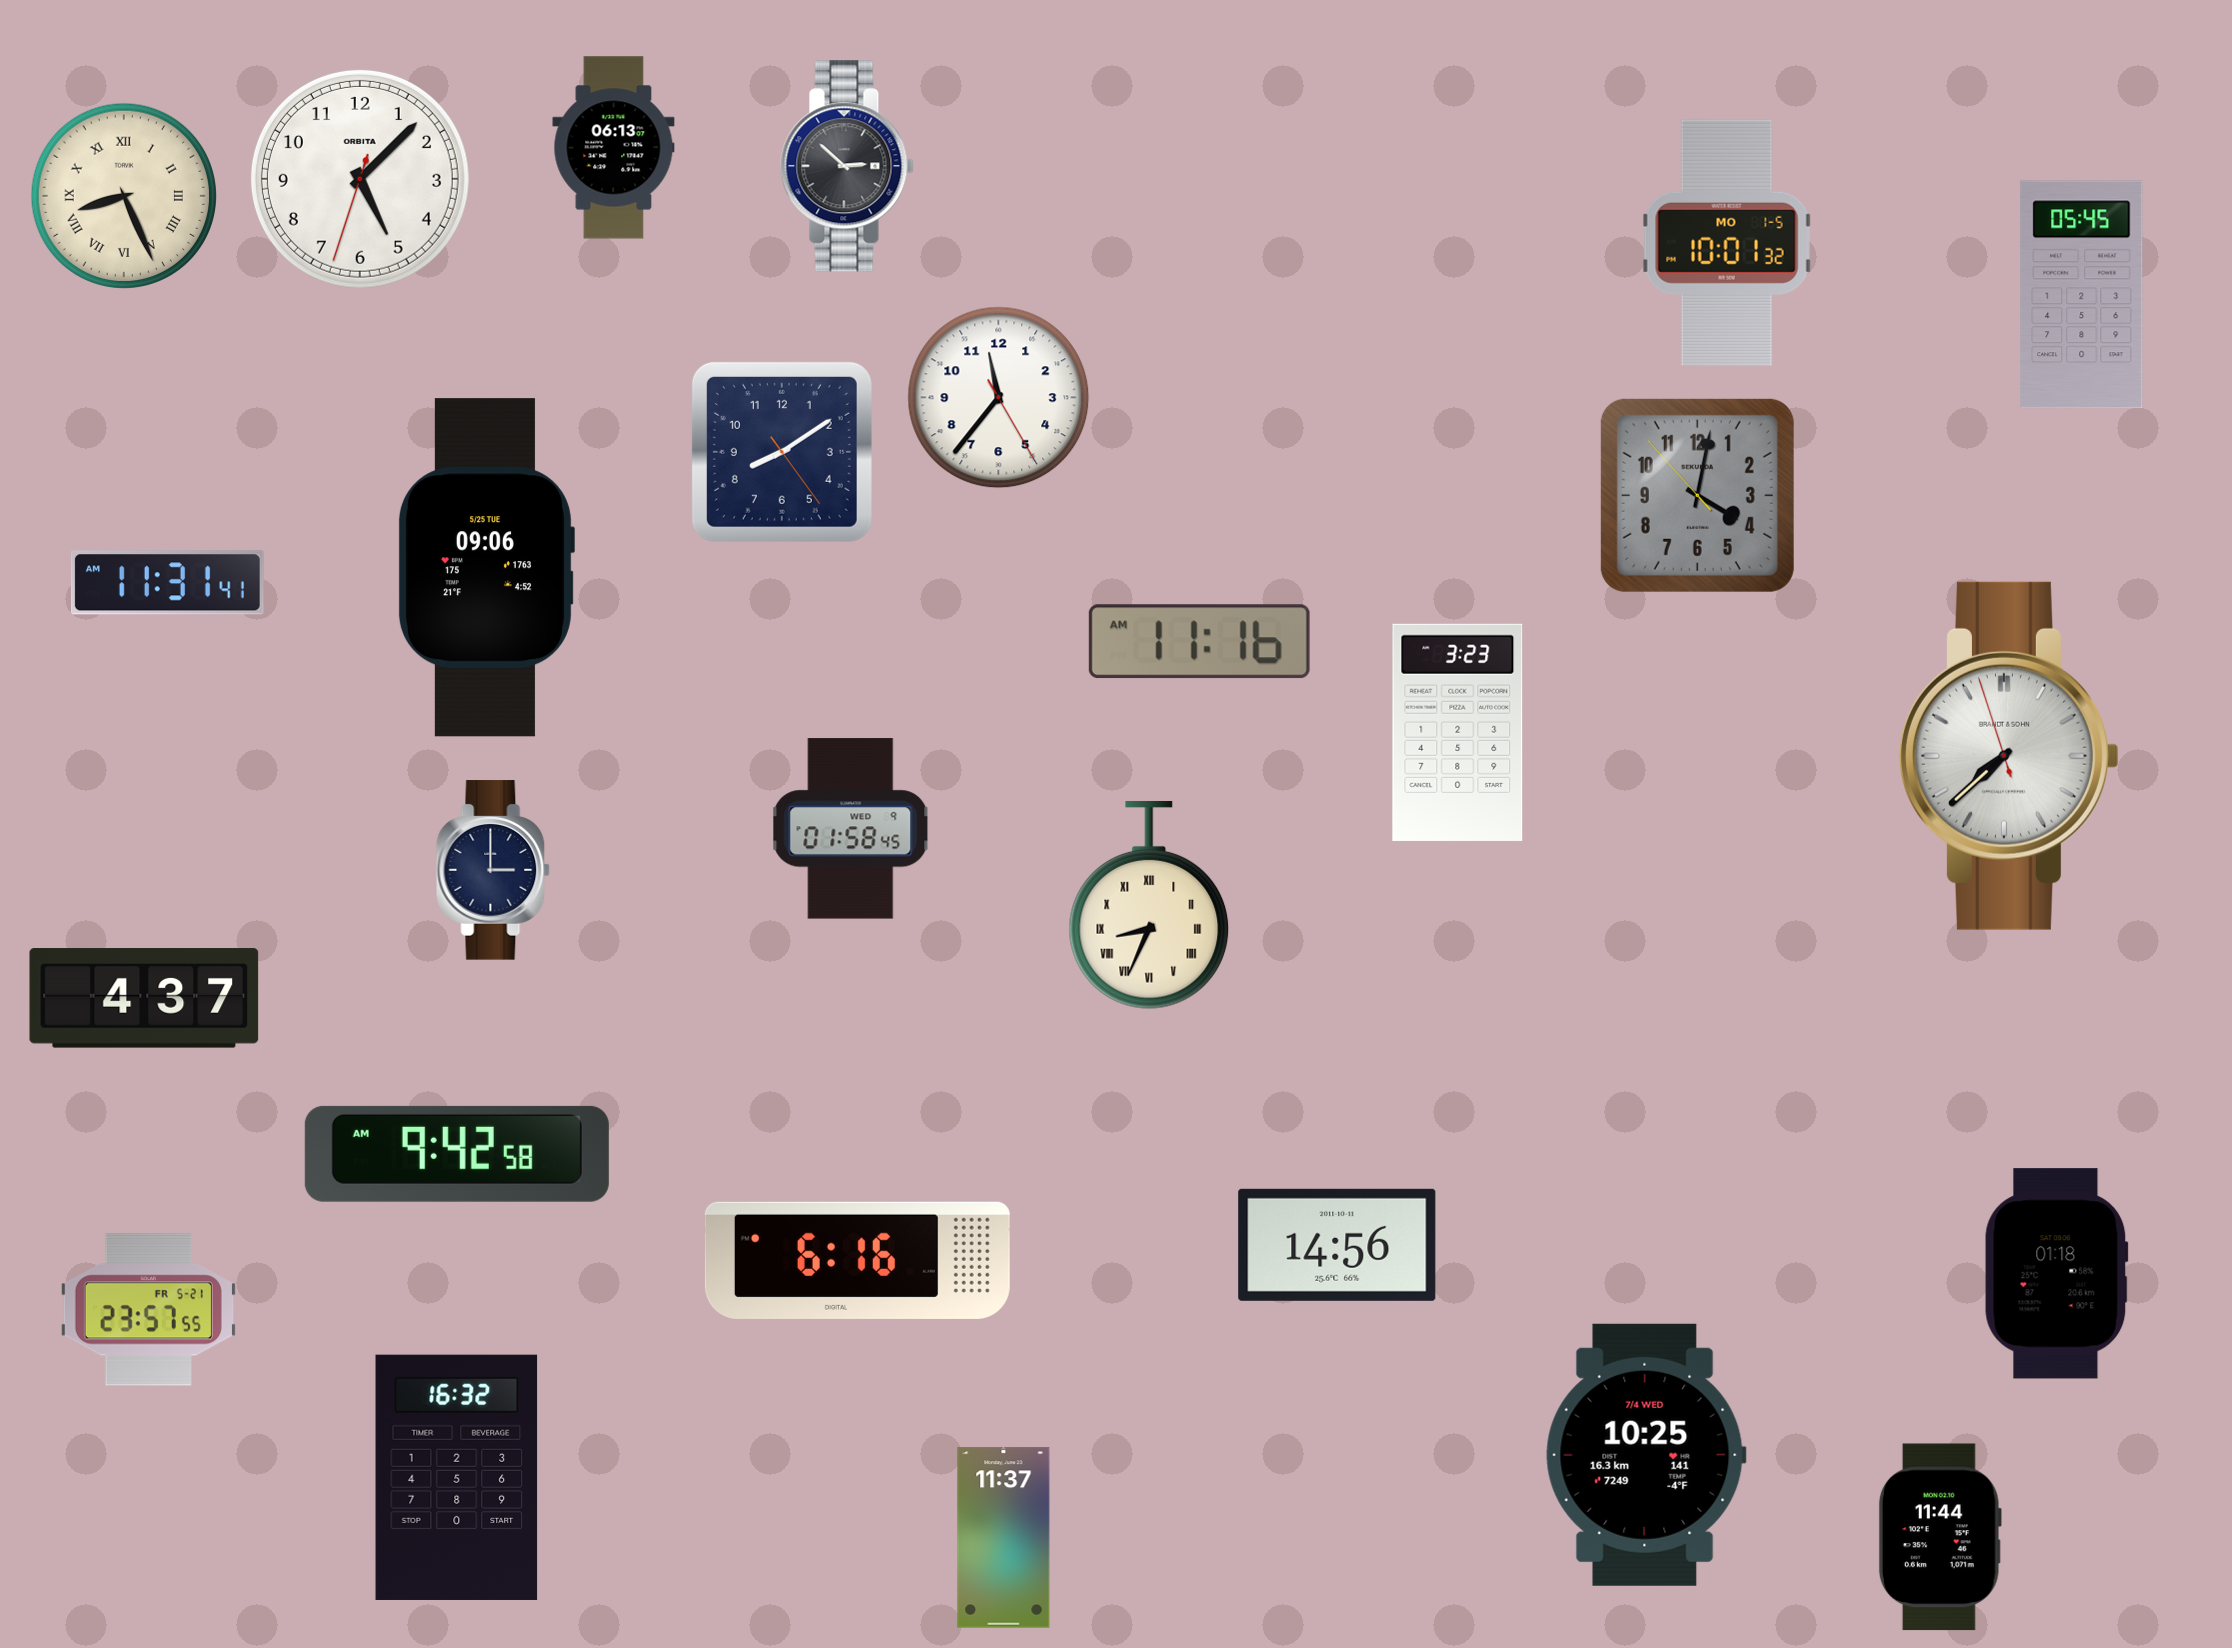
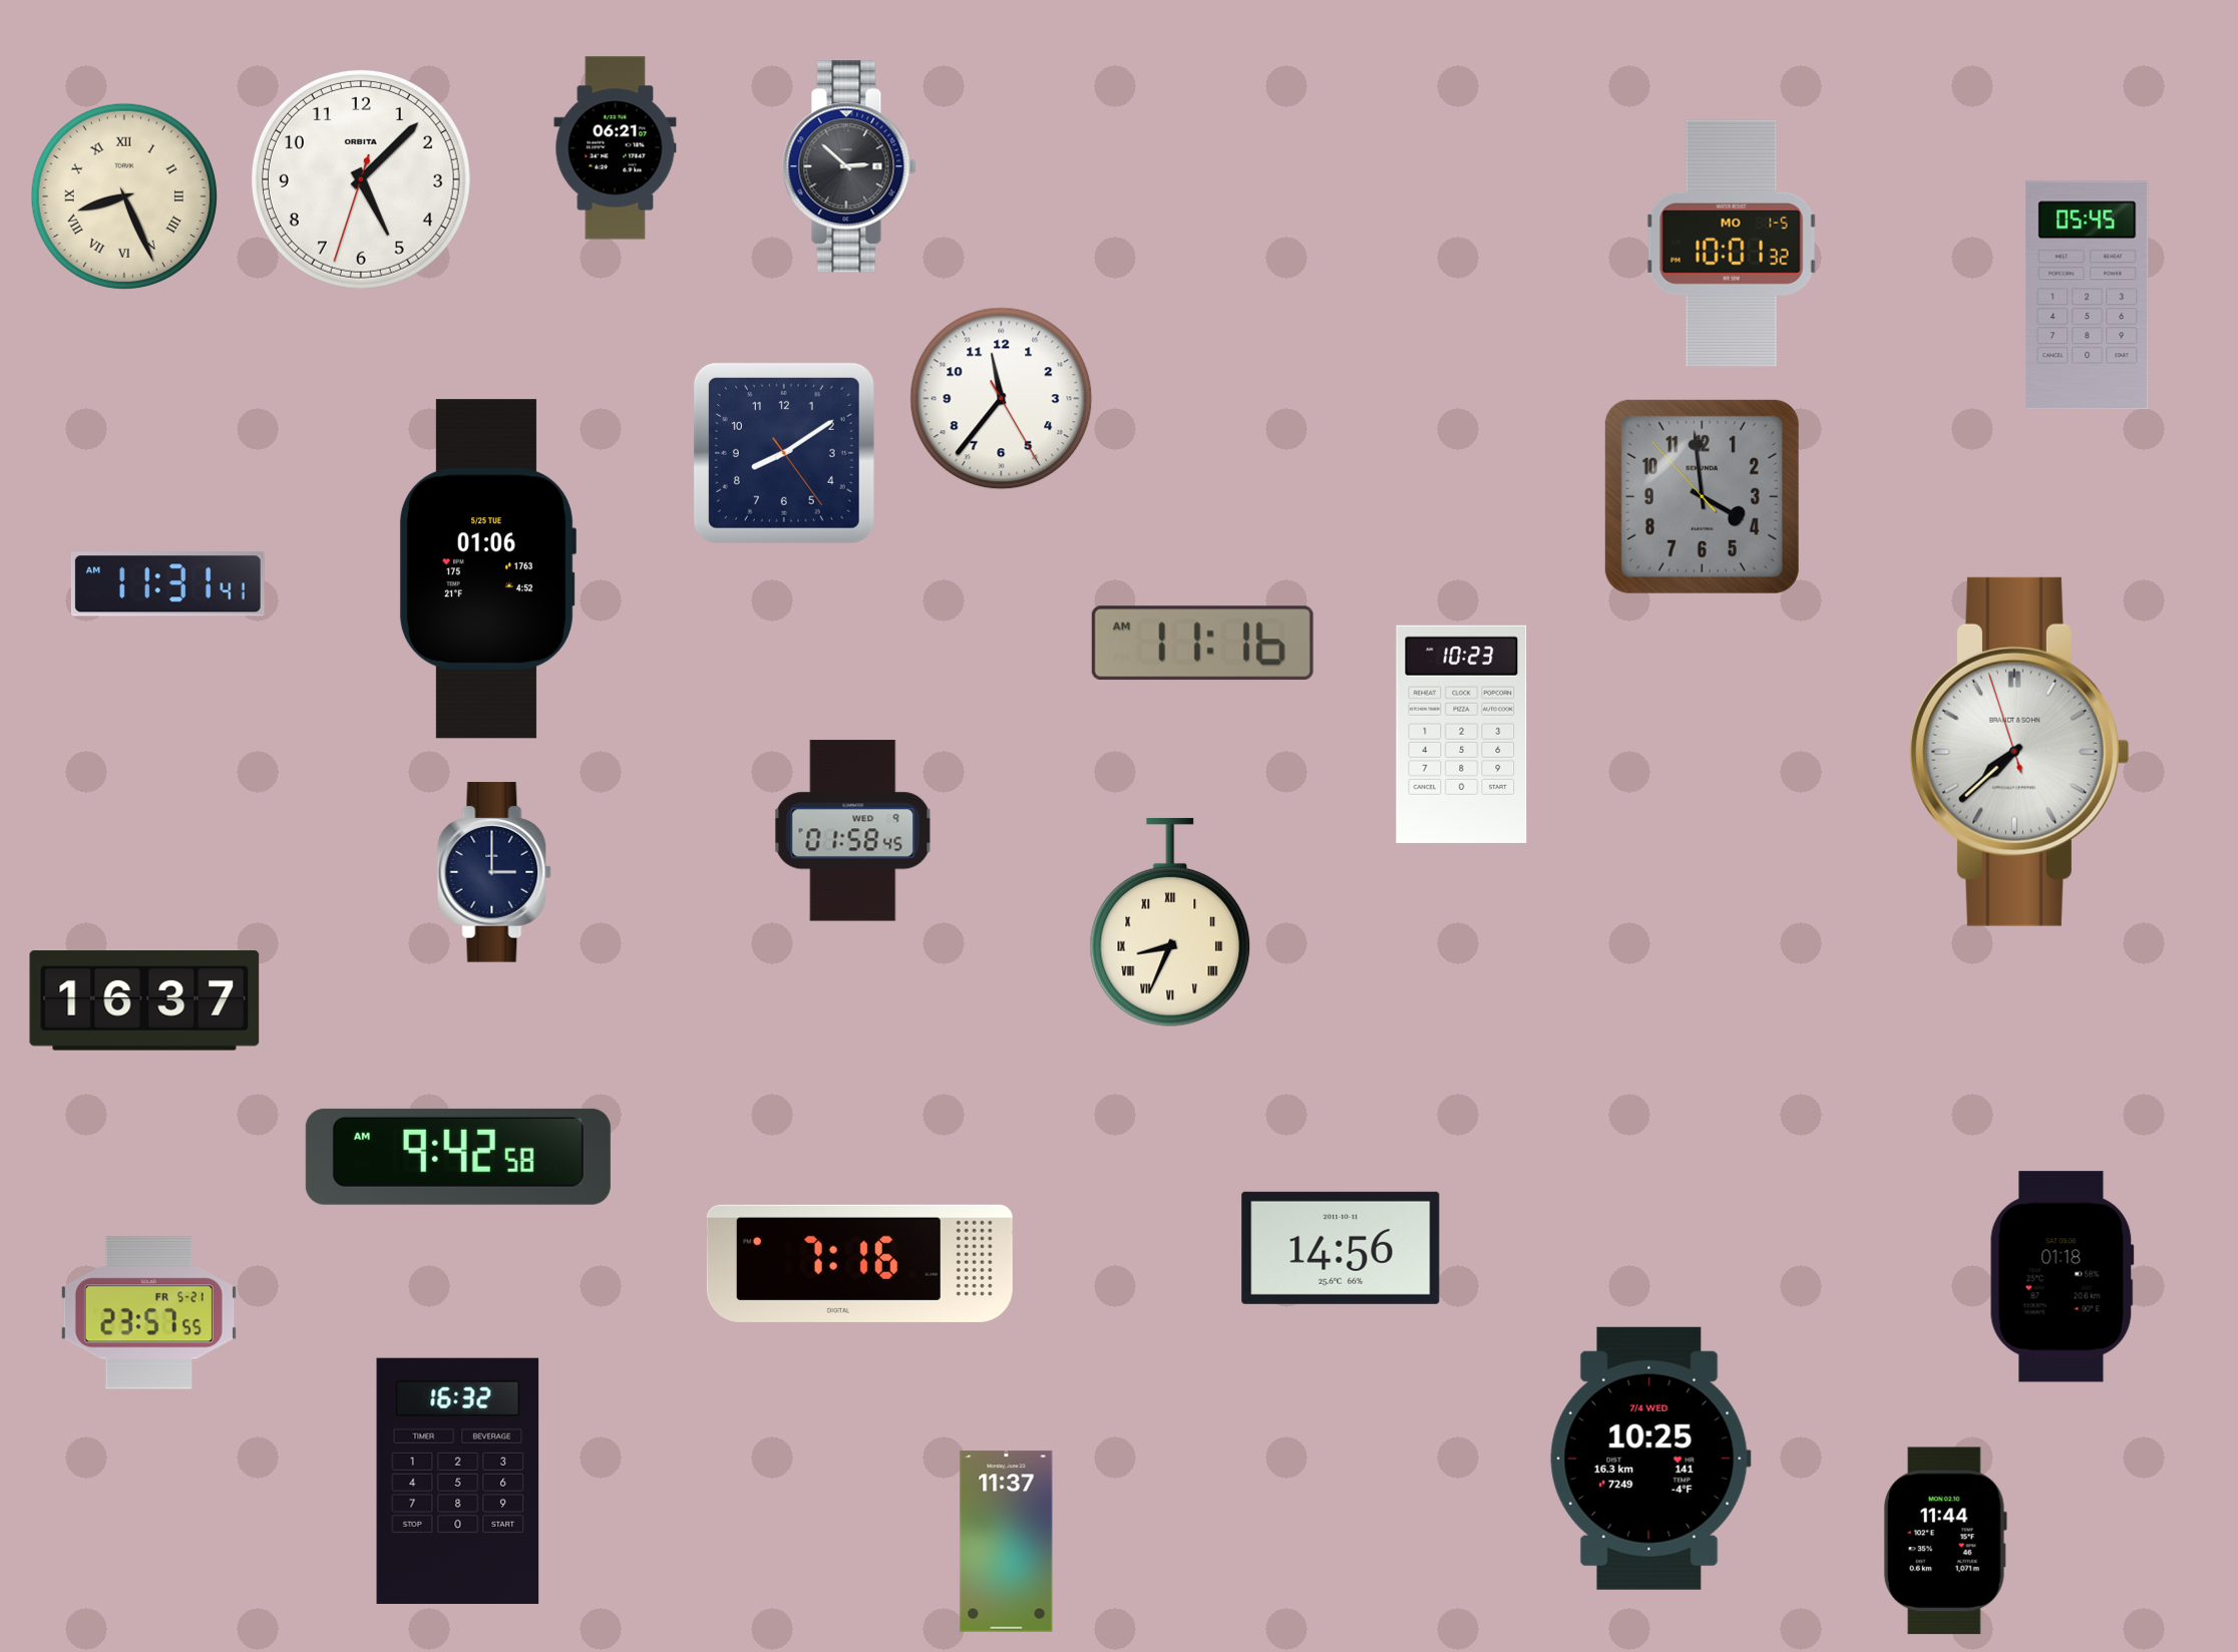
clock at (614, 148): 06:13 -> 06:21
clock at (1697, 495): 4:01 -> 3:58
clock at (486, 568): 09:06 -> 01:06
clock at (1458, 732): 3:23 -> 10:23
clock at (2009, 756) position: (2009, 756) -> (2019, 752)
clock at (1149, 905) position: (1149, 905) -> (1170, 922)
clock at (144, 998): 4:37 -> 16:37
clock at (857, 1260): 6:16 -> 7:16
